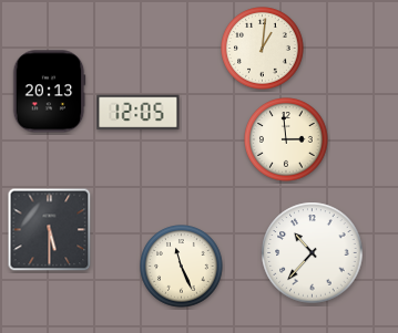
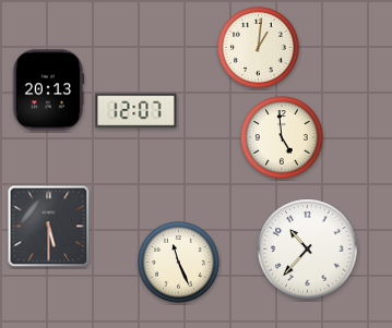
clock at (139, 113): 12:05 -> 12:07
clock at (286, 139): 2:59 -> 4:59
